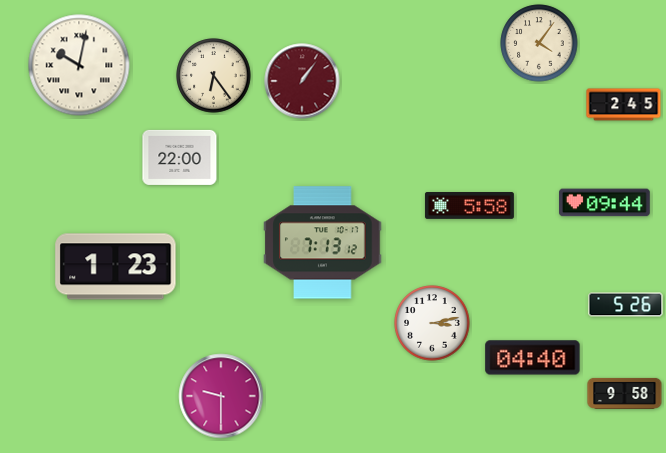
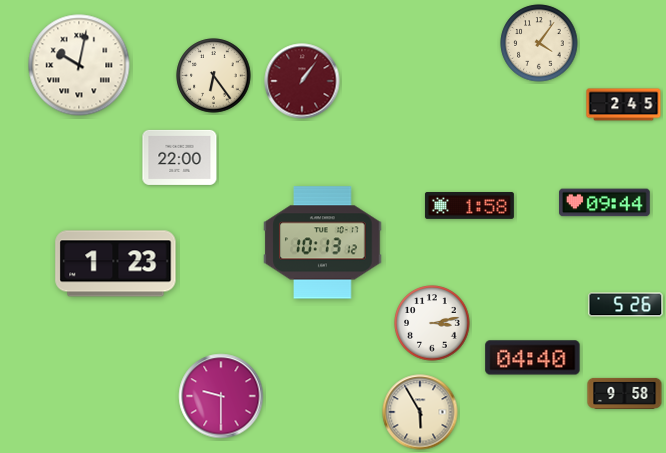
clock at (469, 206): 5:58 -> 1:58
clock at (323, 243): 7:13 -> 10:13
clock at (116, 267) position: (116, 267) -> (116, 264)
clock at (420, 412): none -> 5:55
